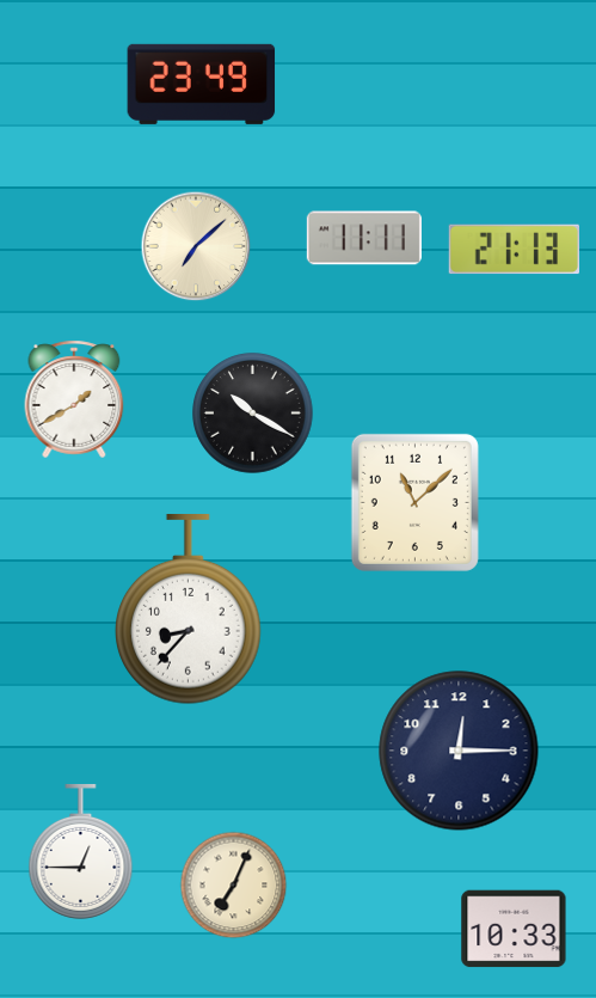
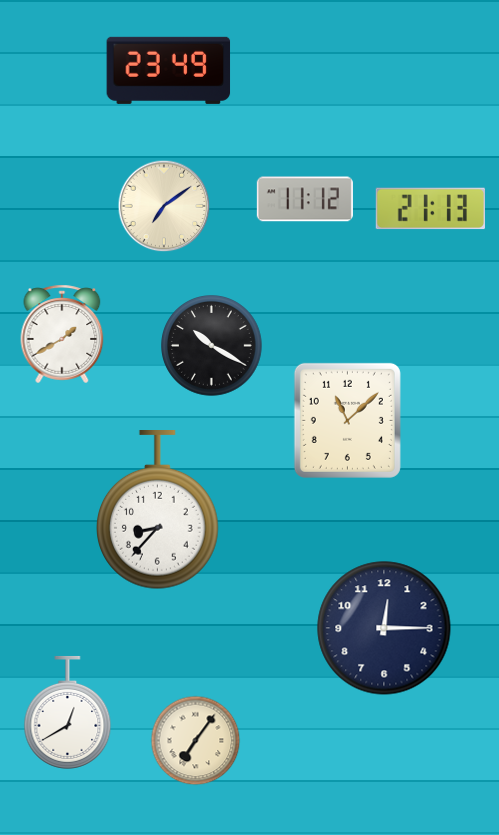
clock at (364, 238): 11:11 -> 11:12
clock at (196, 246): 7:08 -> 7:09
clock at (81, 851): 12:45 -> 12:40
clock at (234, 886): 7:04 -> 7:06
clock at (514, 929): 10:33 -> none
